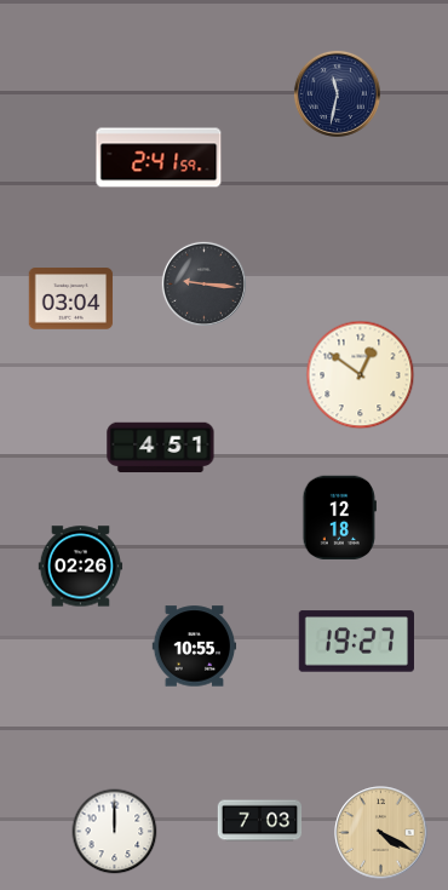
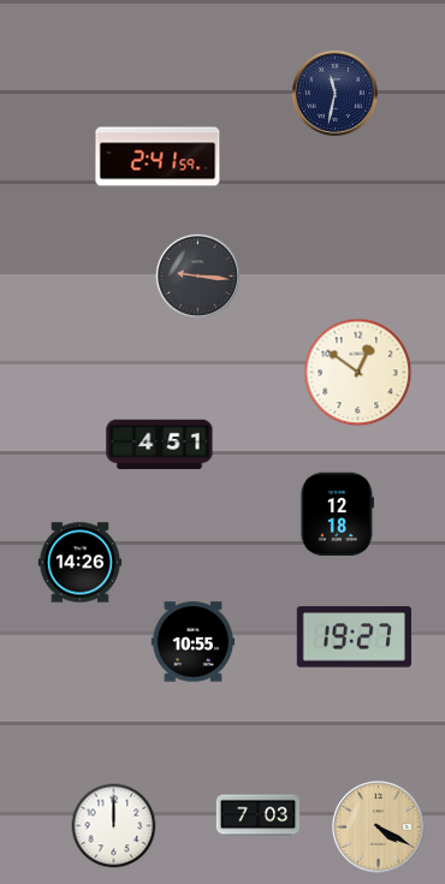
clock at (203, 283) position: (203, 283) -> (197, 275)
clock at (71, 299): 03:04 -> none
clock at (81, 567): 02:26 -> 14:26
